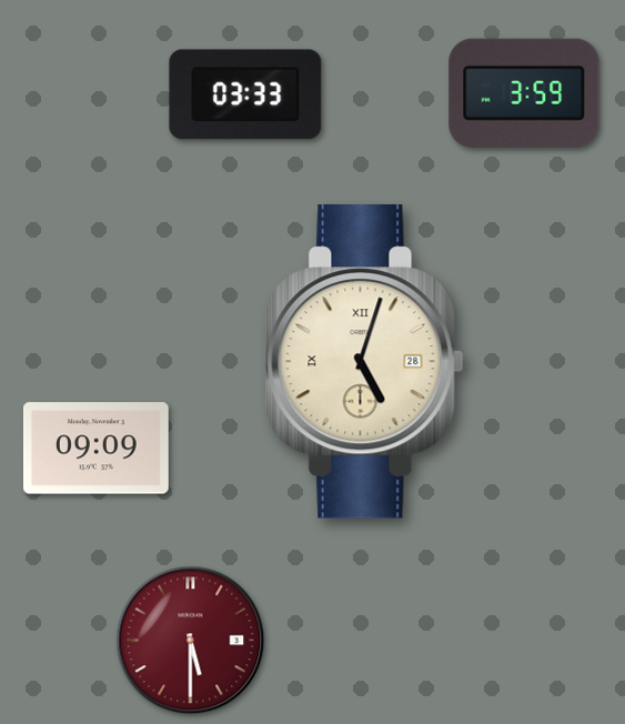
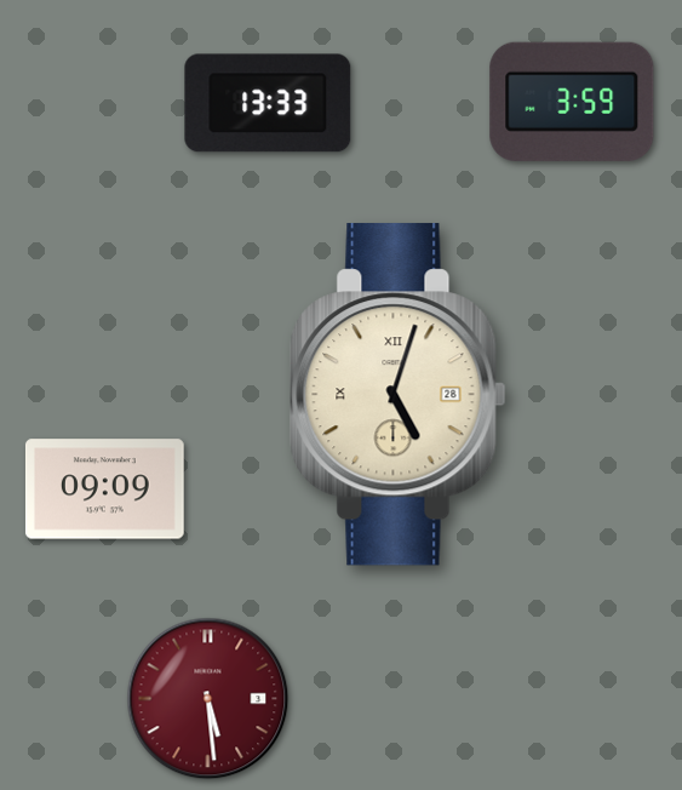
clock at (245, 94): 03:33 -> 13:33
clock at (191, 641): 5:30 -> 5:29
